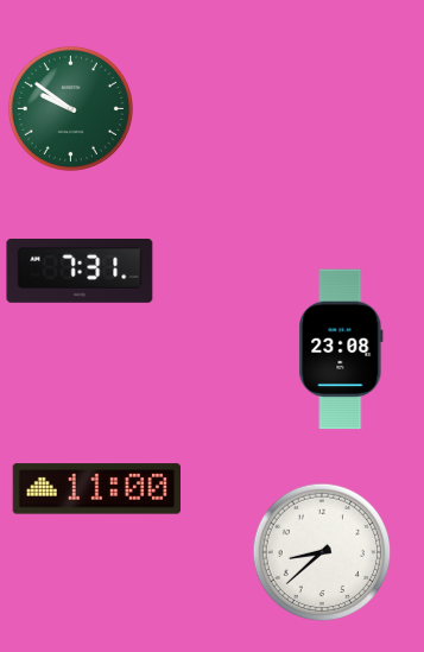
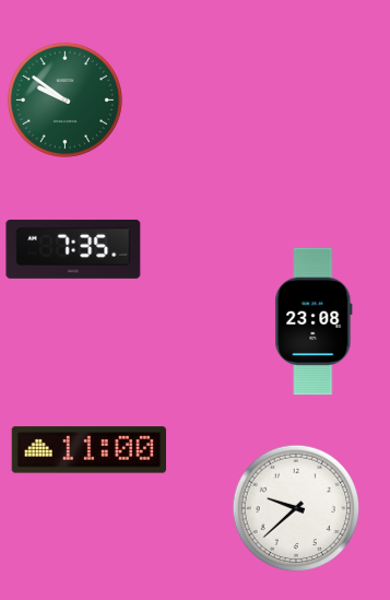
clock at (80, 271): 7:31 -> 7:35
clock at (322, 552): 8:38 -> 9:38
